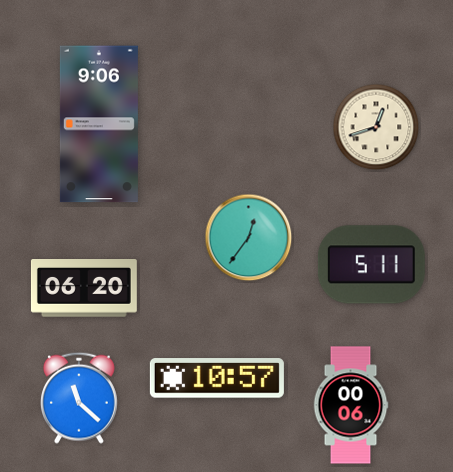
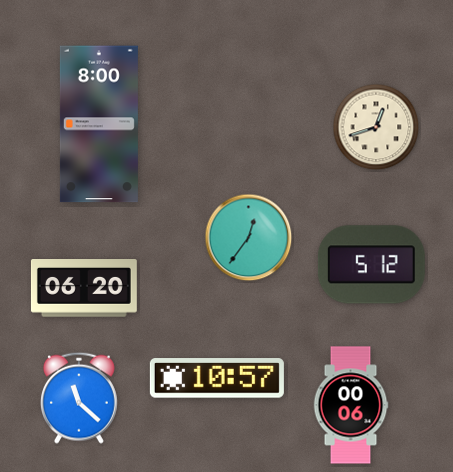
clock at (99, 124): 9:06 -> 8:00
clock at (371, 265): 5:11 -> 5:12
